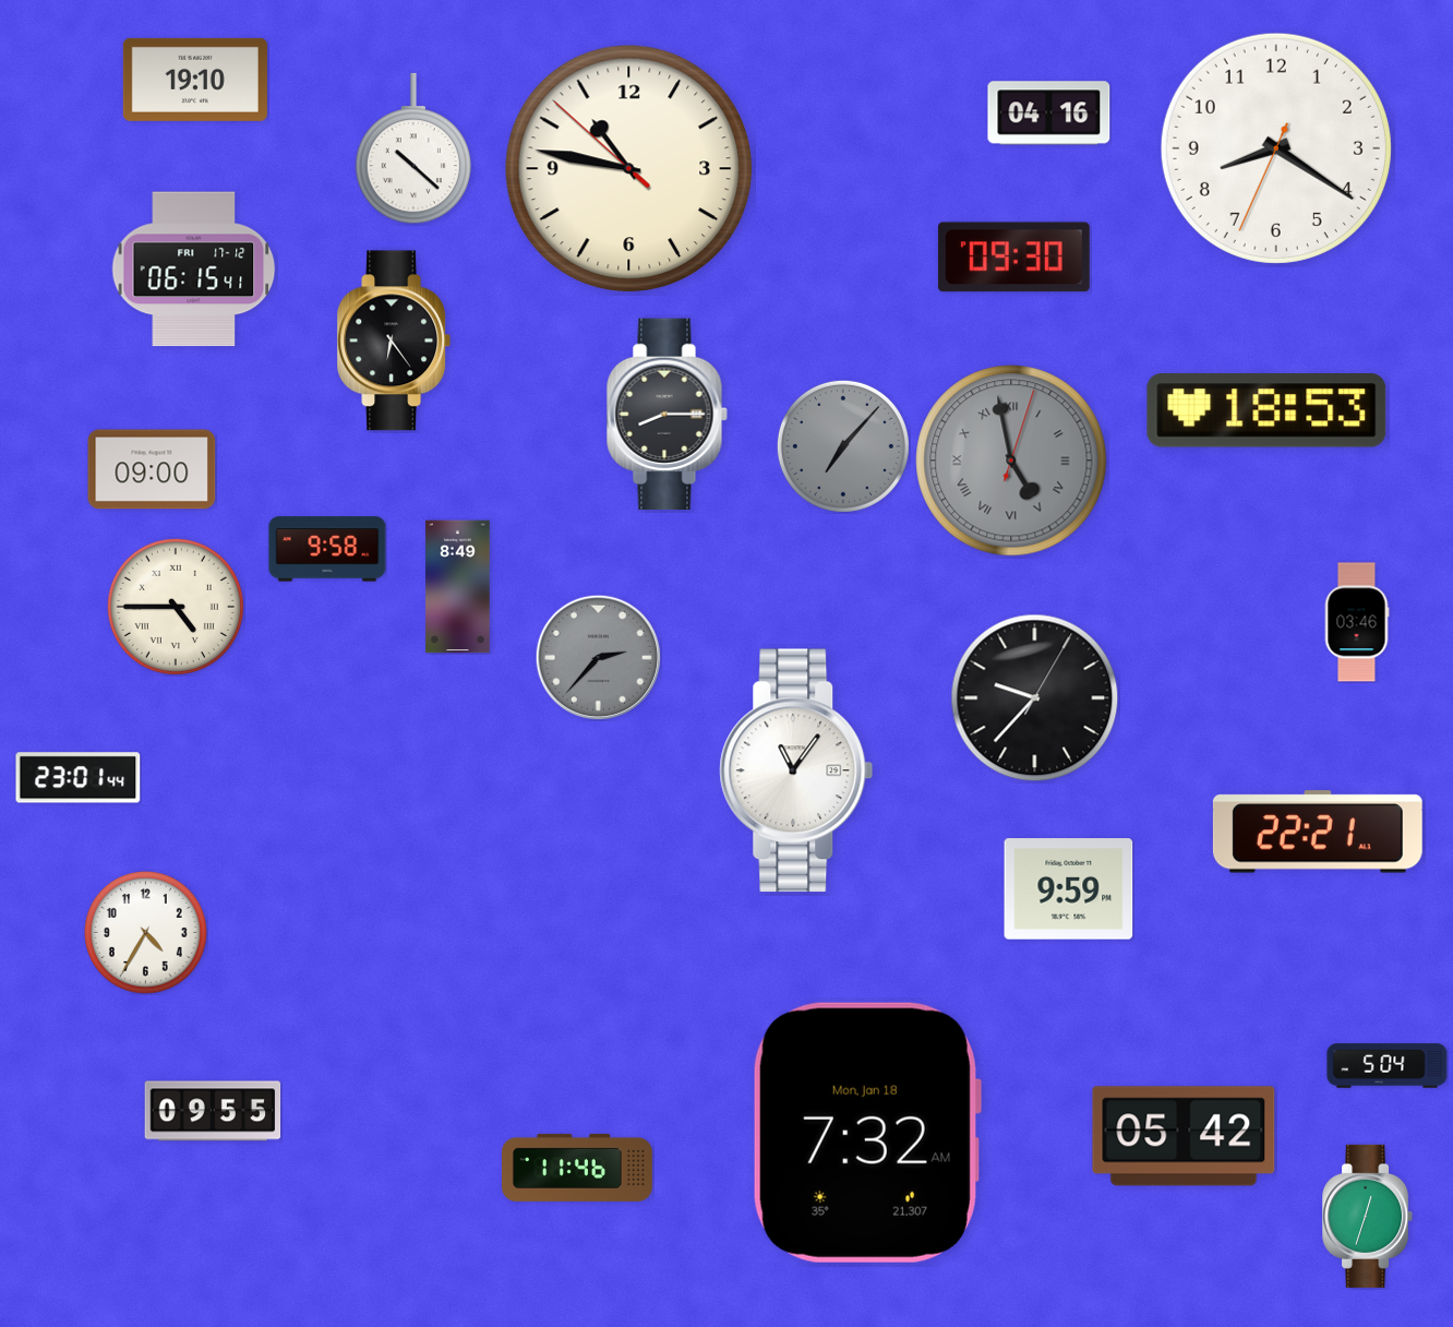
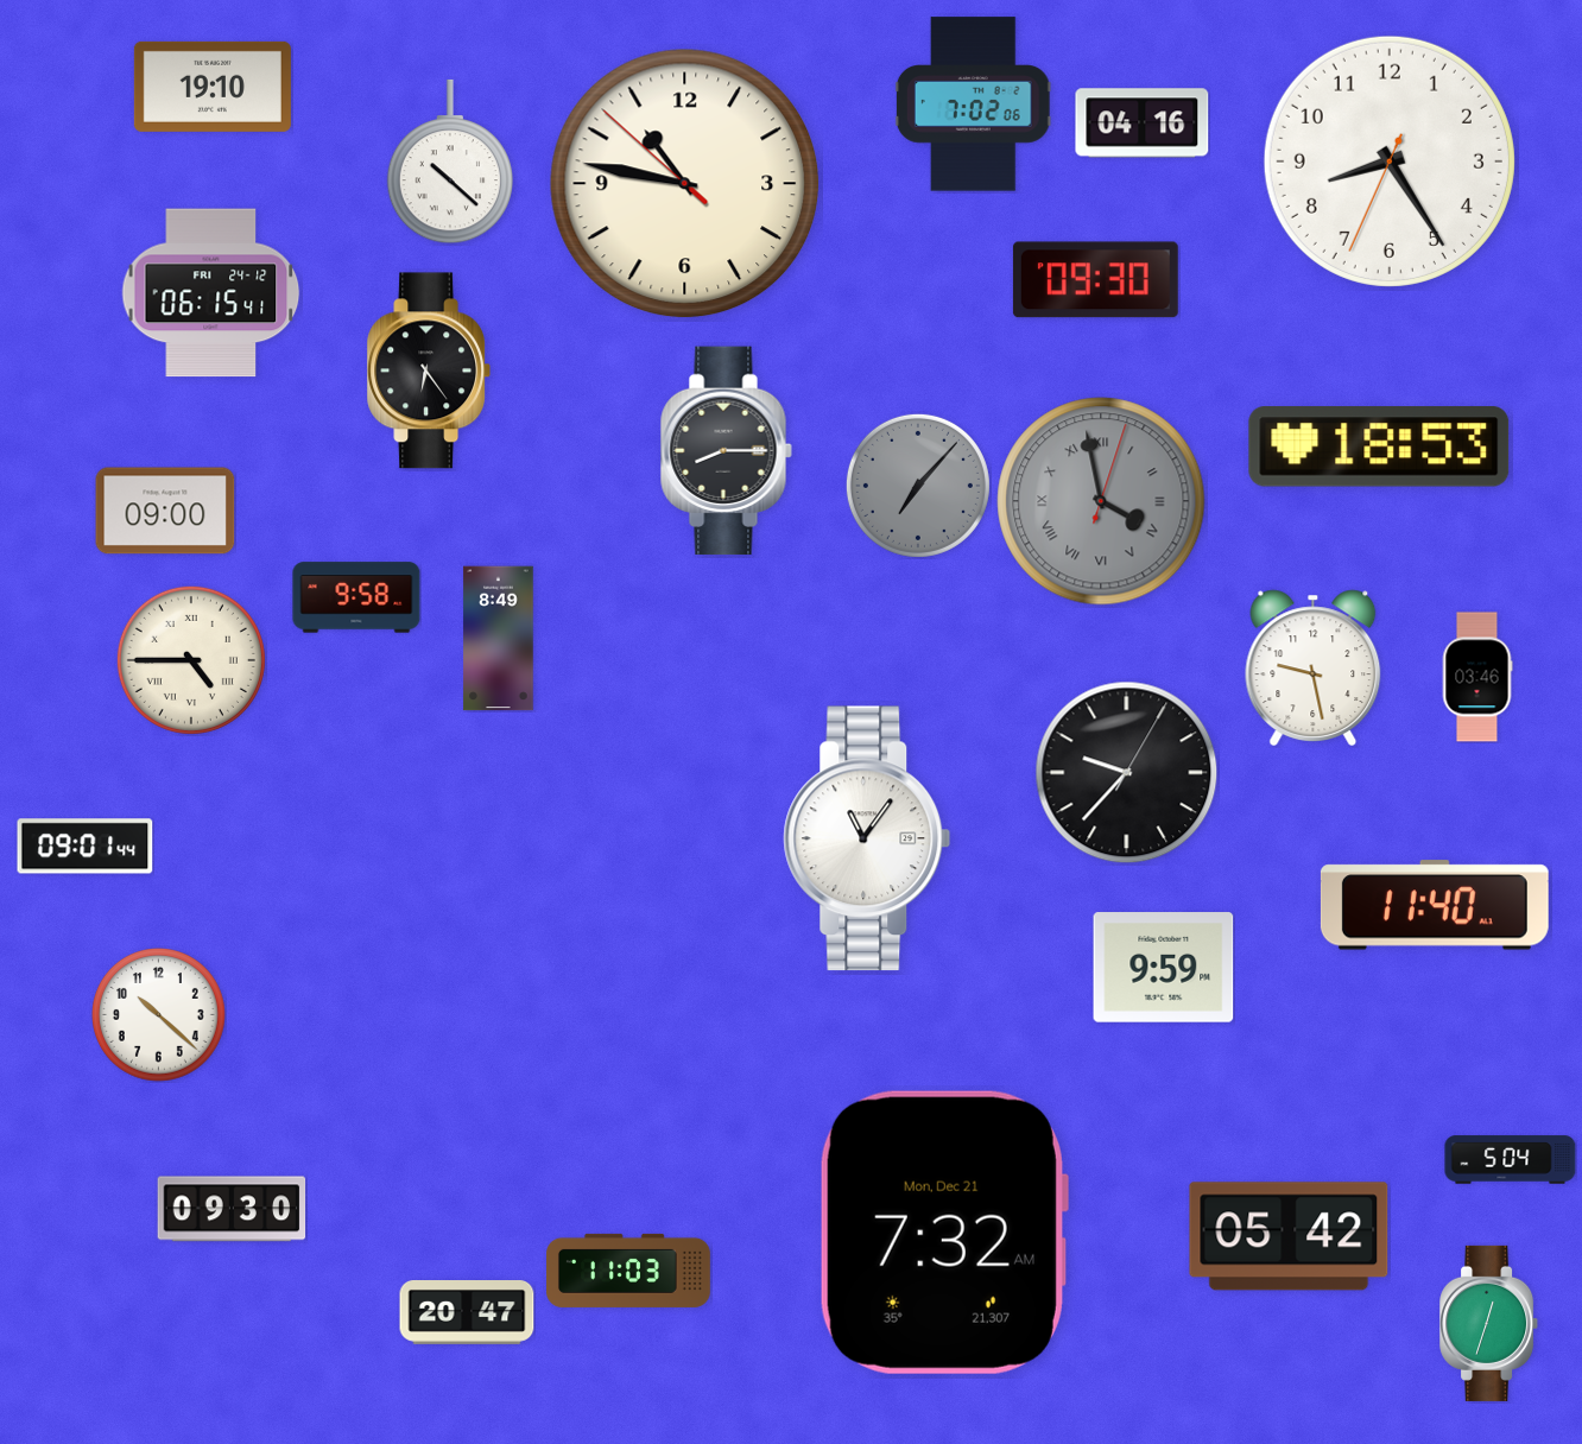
clock at (973, 104): none -> 7:02
clock at (1276, 148): 8:20 -> 8:24
clock at (1013, 258) position: (1013, 258) -> (1095, 280)
clock at (194, 270) date: FRI 17-12 -> FRI 24-12
clock at (1011, 461): 4:58 -> 3:58
clock at (1314, 667): none -> 9:28
clock at (598, 657): 2:37 -> none
clock at (1035, 698) position: (1035, 698) -> (1127, 773)
clock at (79, 778): 23:01 -> 09:01
clock at (1318, 832): 22:21 -> 11:40
clock at (146, 933): 4:35 -> 10:22
clock at (213, 1111): 09:55 -> 09:30
clock at (866, 1133) date: Mon, Jan 18 -> Mon, Dec 21
clock at (578, 1168): 11:46 -> 11:03
clock at (467, 1313): none -> 20:47
